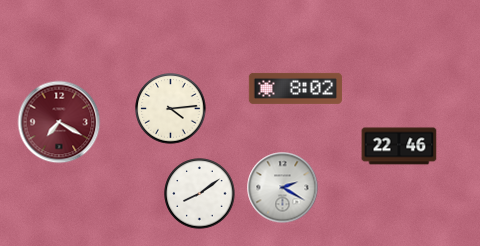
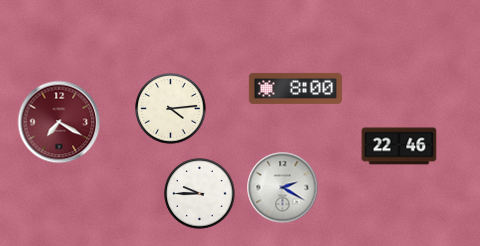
clock at (295, 88): 8:02 -> 8:00
clock at (200, 194): 8:09 -> 9:45
